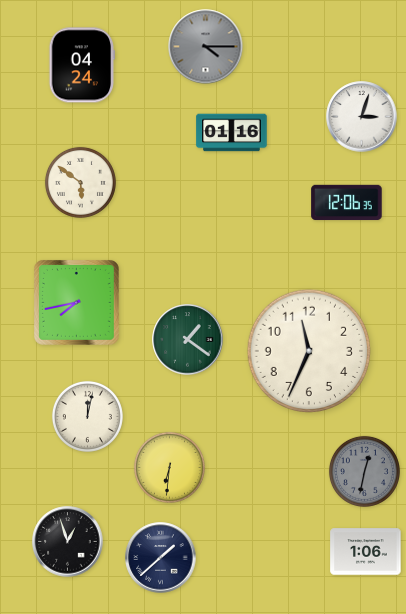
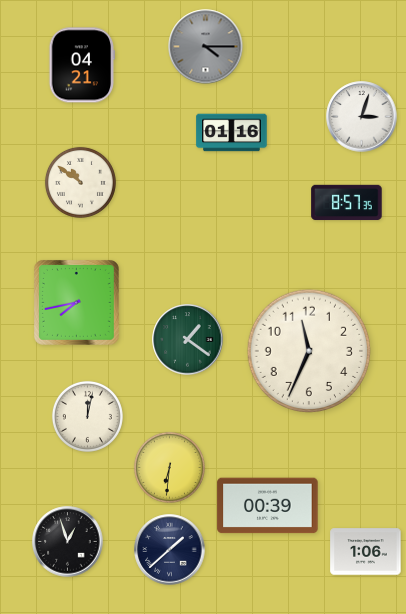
clock at (82, 65): 04:24 -> 04:21
clock at (80, 182): 5:51 -> 10:51
clock at (347, 203): 12:06 -> 8:57
clock at (364, 471): 12:32 -> none
clock at (268, 506): none -> 00:39
clock at (161, 558) position: (161, 558) -> (170, 550)
